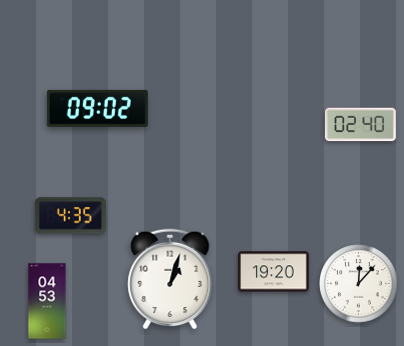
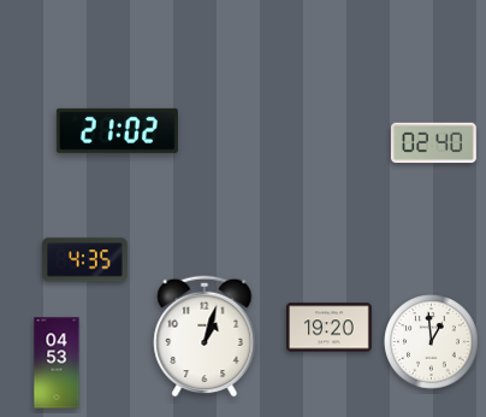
clock at (97, 108): 09:02 -> 21:02
clock at (360, 125) position: (360, 125) -> (433, 143)
clock at (359, 284): 12:07 -> 12:59
